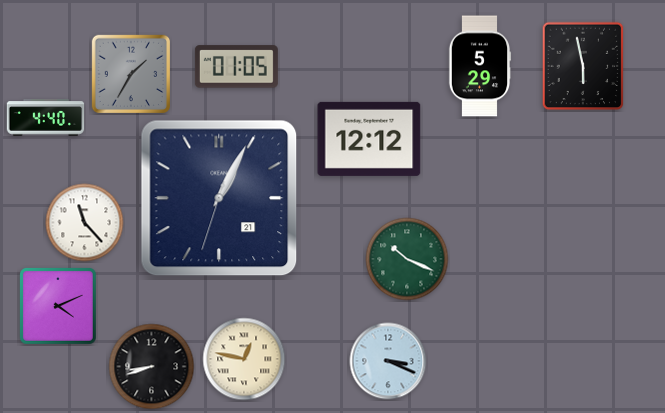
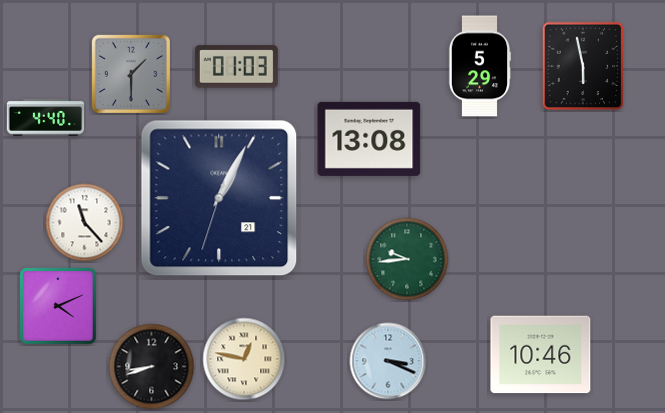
clock at (236, 67): 01:05 -> 01:03
clock at (130, 73): 1:35 -> 1:30
clock at (369, 139): 12:12 -> 13:08
clock at (407, 259): 10:19 -> 9:44
clock at (541, 355): none -> 10:46
